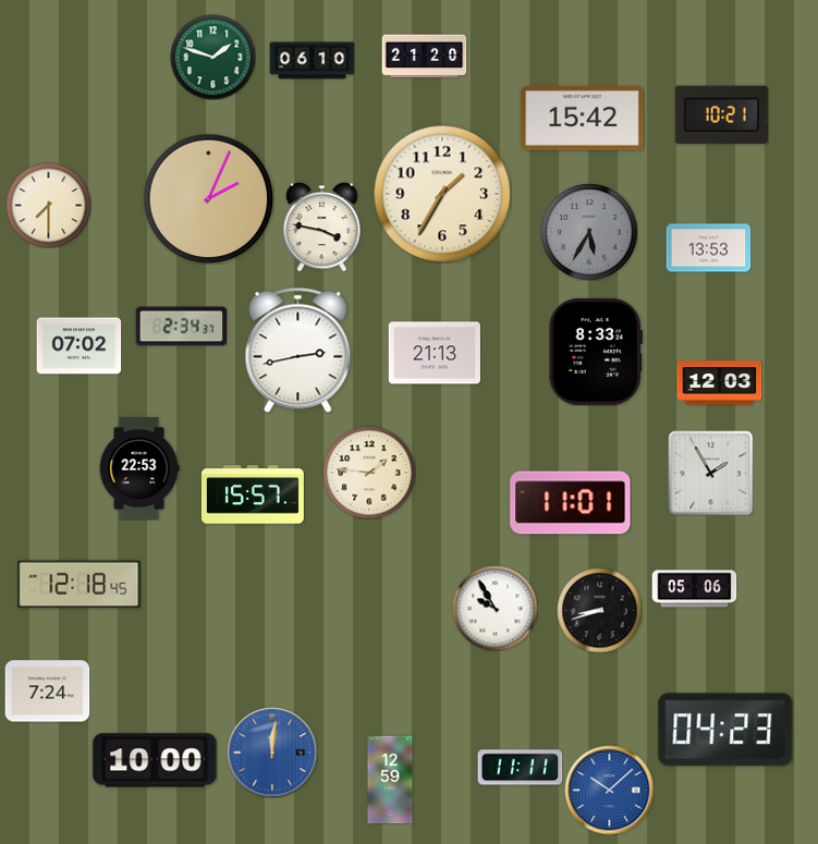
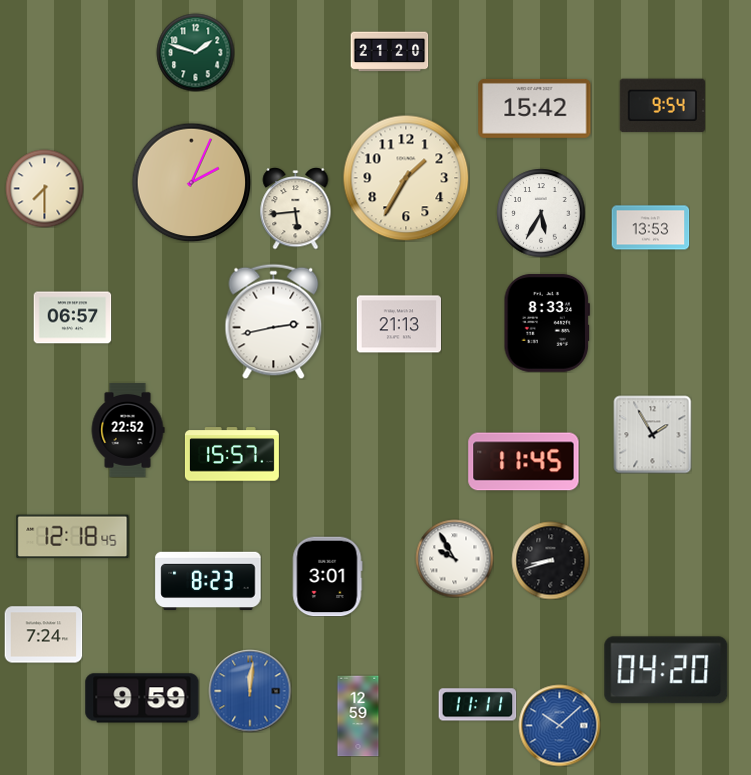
clock at (312, 61): 06:10 -> none
clock at (721, 115): 10:21 -> 9:54
clock at (322, 228): 3:47 -> 5:44
clock at (589, 232) dial: grey -> white
clock at (181, 327): 2:34 -> none
clock at (78, 346): 07:02 -> 06:57
clock at (719, 383): 12:03 -> none
clock at (139, 468): 22:53 -> 22:52
clock at (369, 473): 1:46 -> none
clock at (571, 503): 11:01 -> 11:45
clock at (694, 589): 05:06 -> none
clock at (327, 576): none -> 3:01
clock at (208, 581): none -> 8:23
clock at (725, 730): 04:23 -> 04:20
clock at (155, 760): 10:00 -> 9:59
